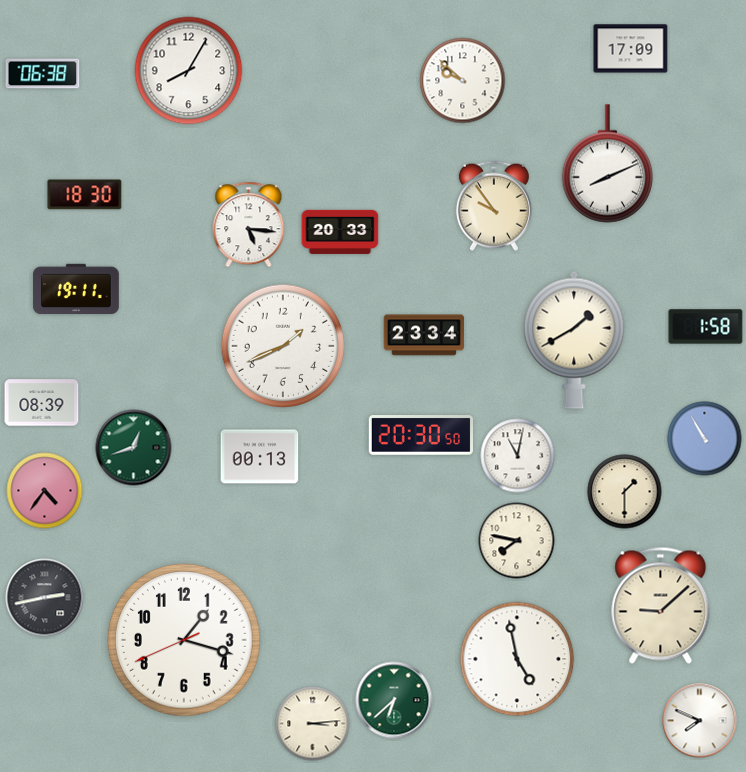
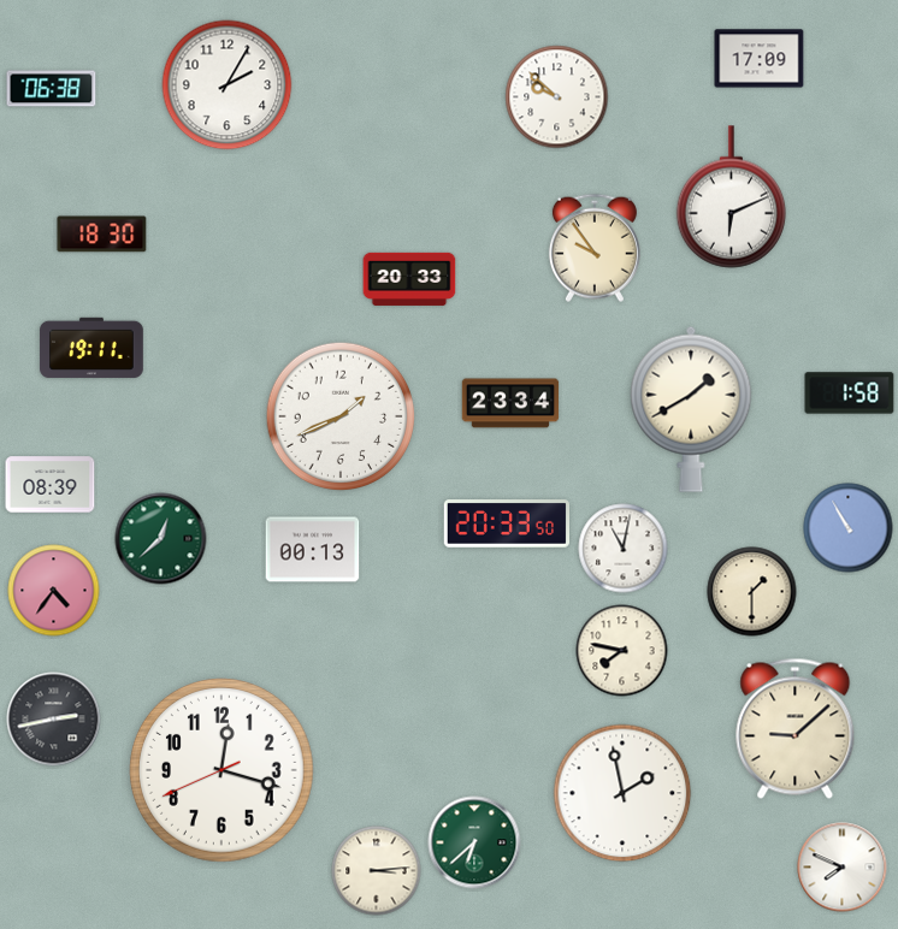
clock at (189, 71): 8:05 -> 2:05
clock at (608, 164): 8:11 -> 6:11
clock at (249, 225): 5:16 -> none
clock at (420, 435): 20:30 -> 20:33
clock at (134, 448): 12:42 -> 12:38
clock at (185, 641): 1:17 -> 12:17
clock at (517, 659): 4:58 -> 1:58
